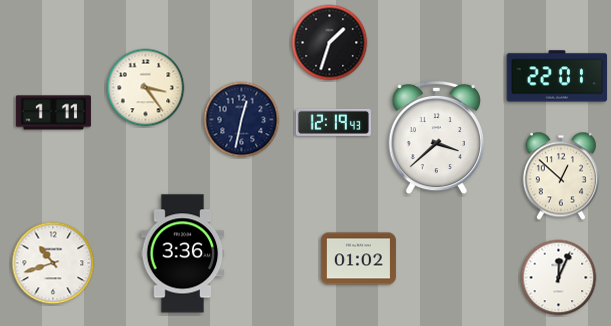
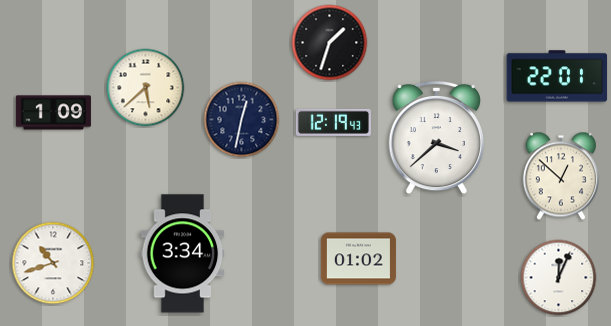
clock at (146, 88): 3:24 -> 5:38
clock at (53, 113): 1:11 -> 1:09
clock at (183, 254): 3:36 -> 3:34
